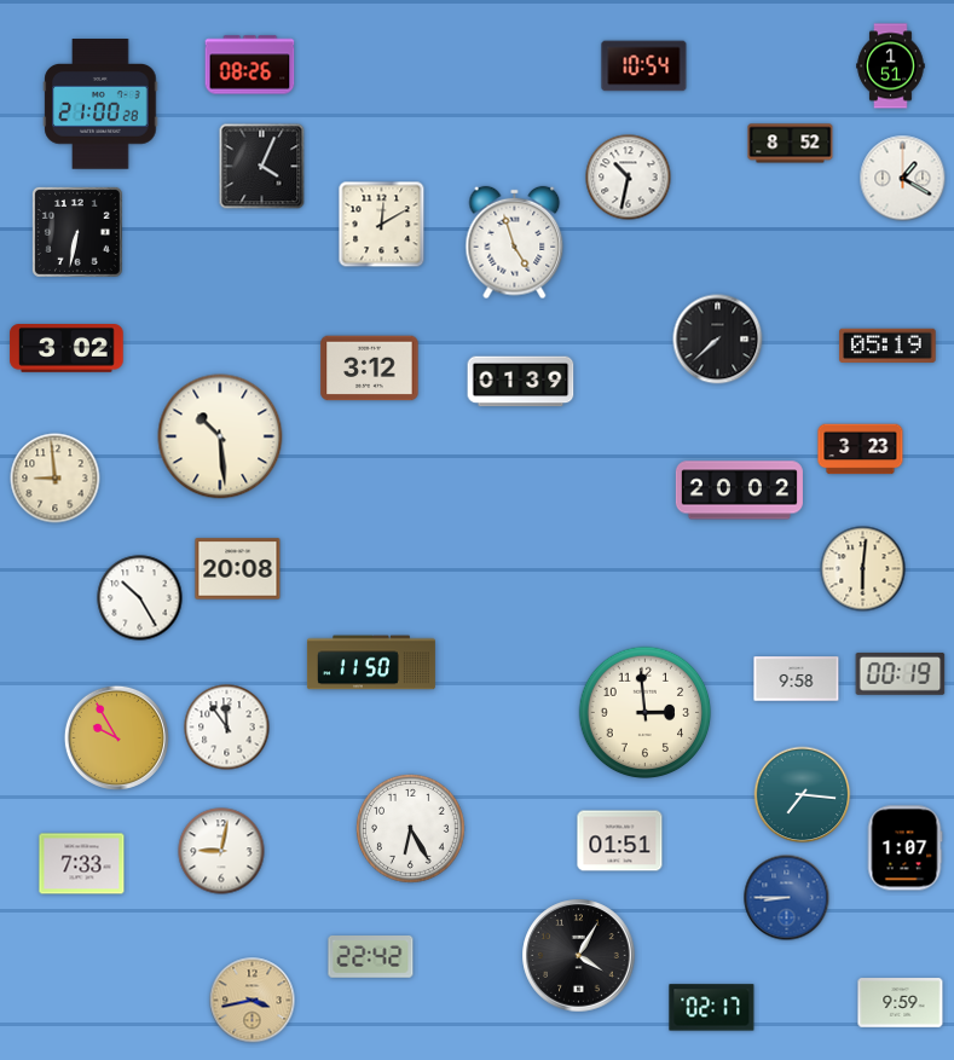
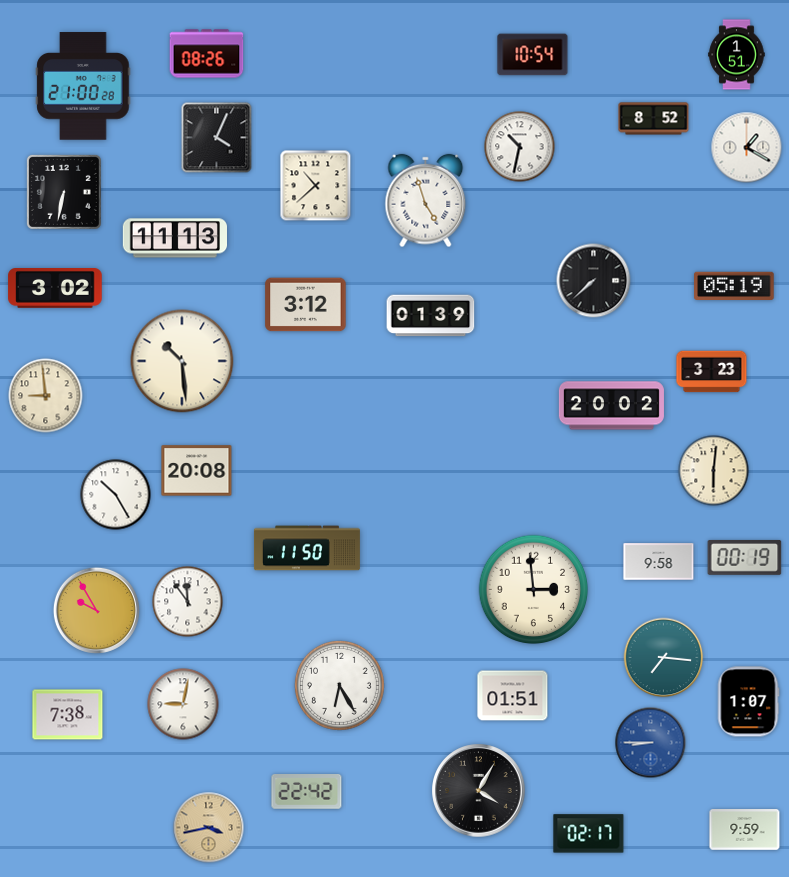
clock at (382, 225): 12:10 -> 10:38
clock at (174, 238): none -> 11:13
clock at (82, 864): 7:33 -> 7:38
